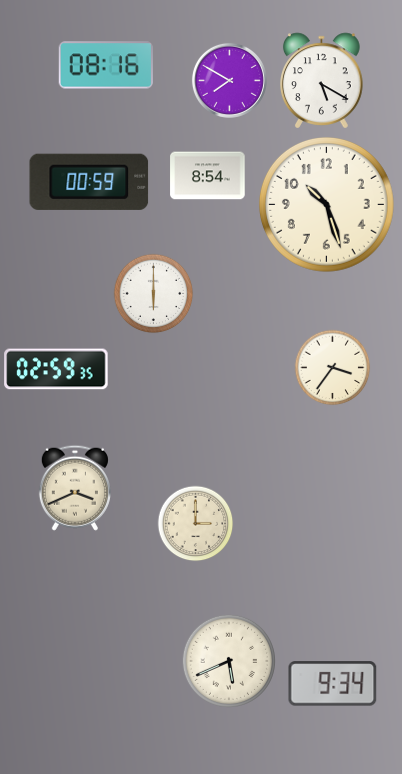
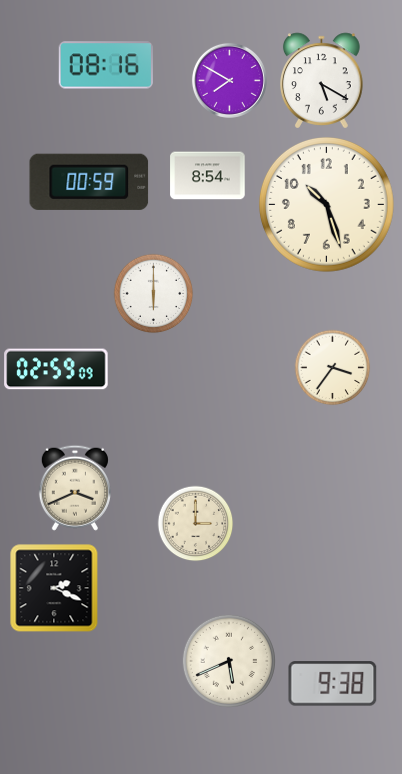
clock at (56, 369): 02:59:35 -> 02:59:09
clock at (54, 588): none -> 2:19
clock at (333, 684): 9:34 -> 9:38
